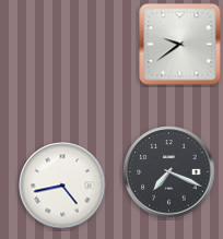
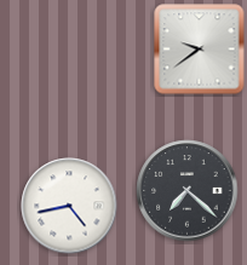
clock at (169, 172): 7:19 -> 7:22
